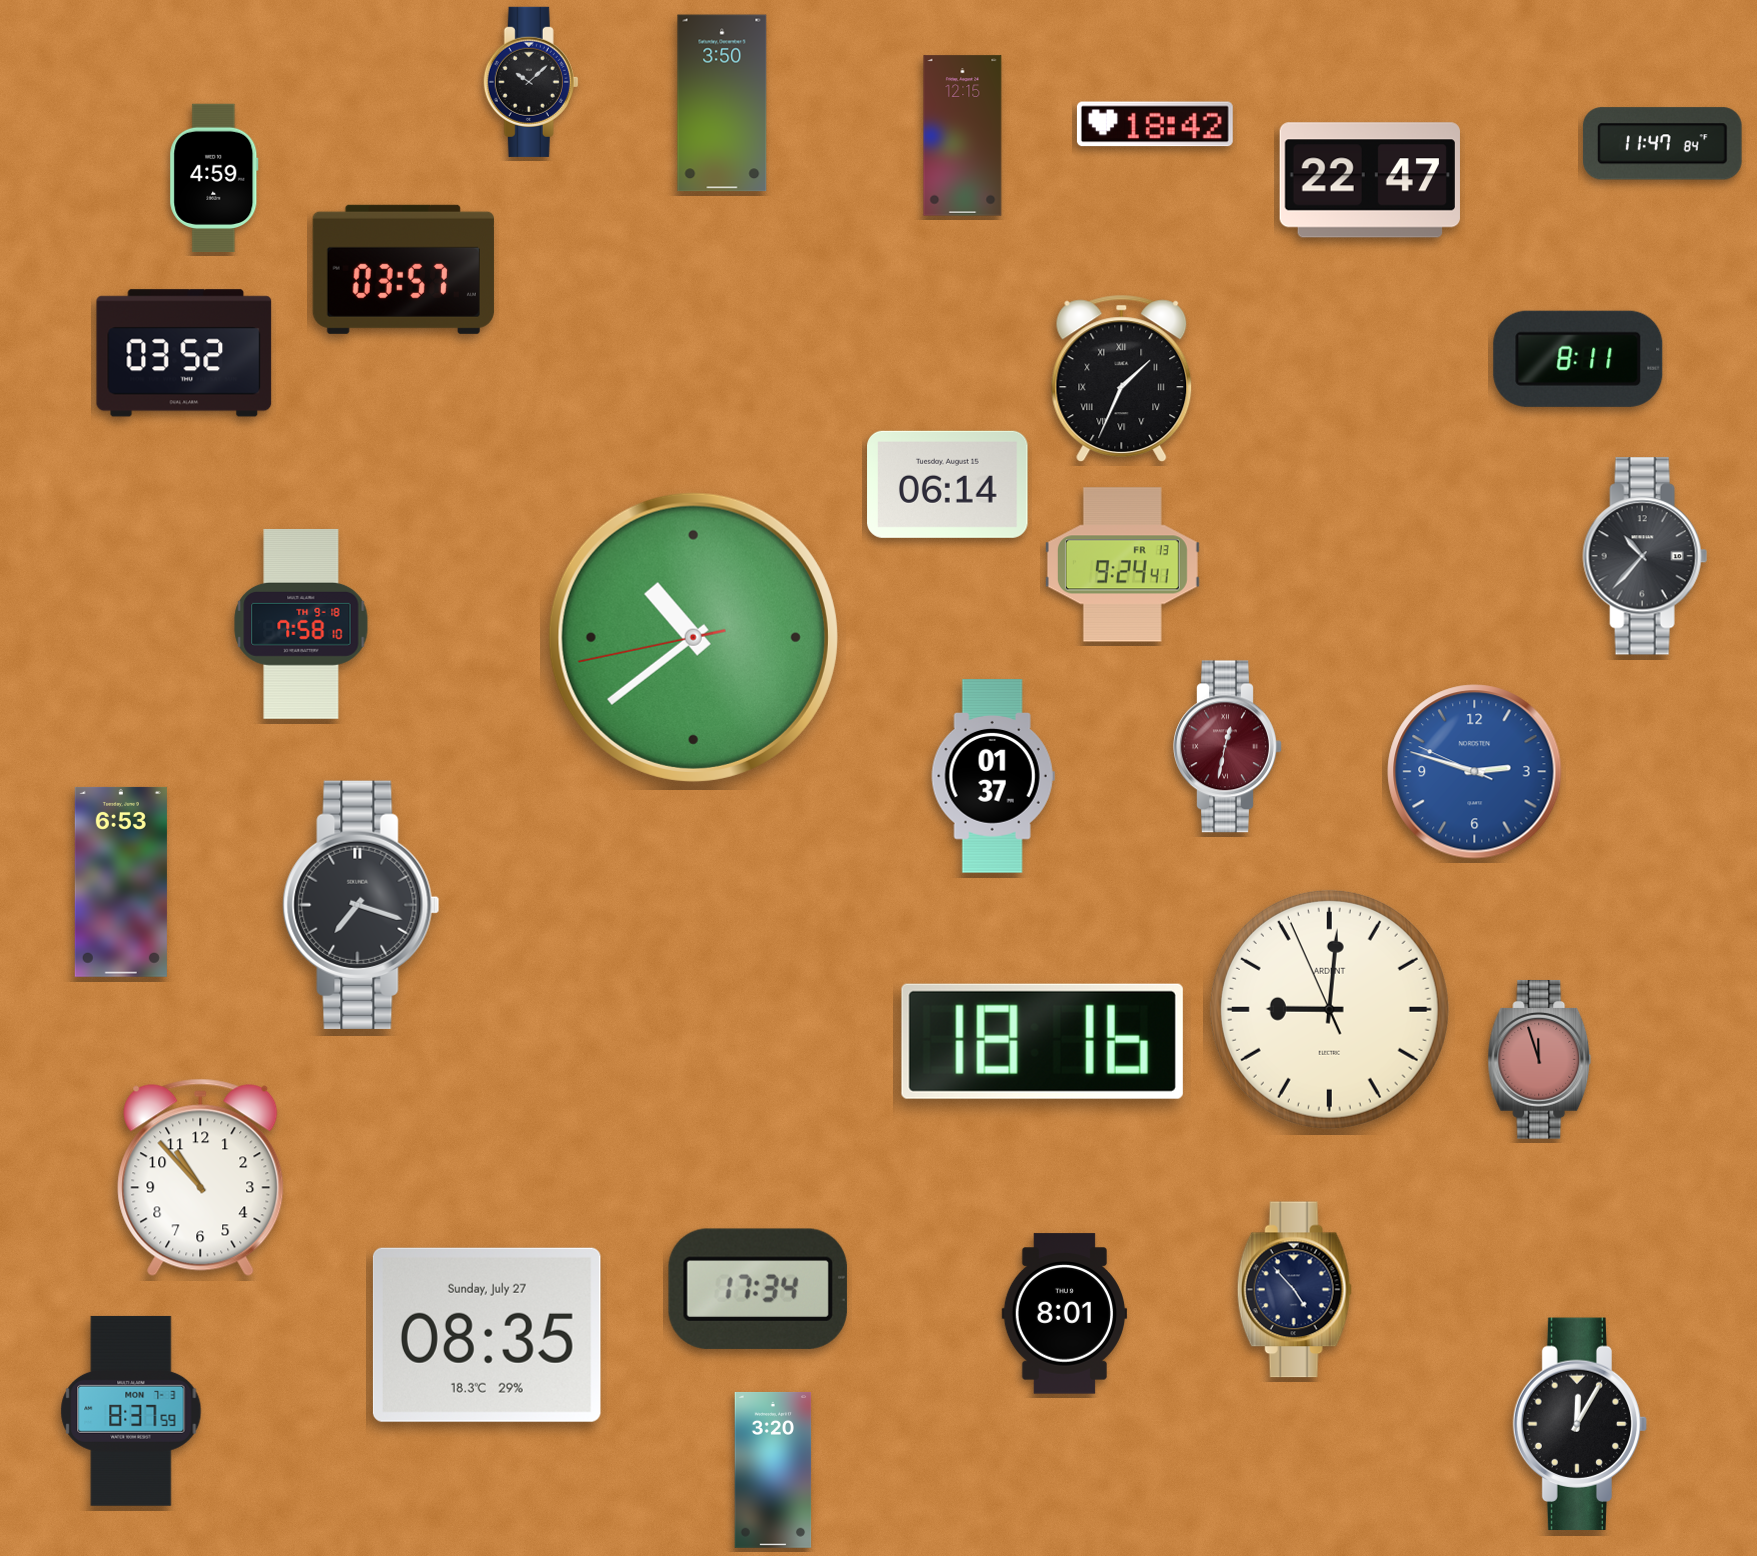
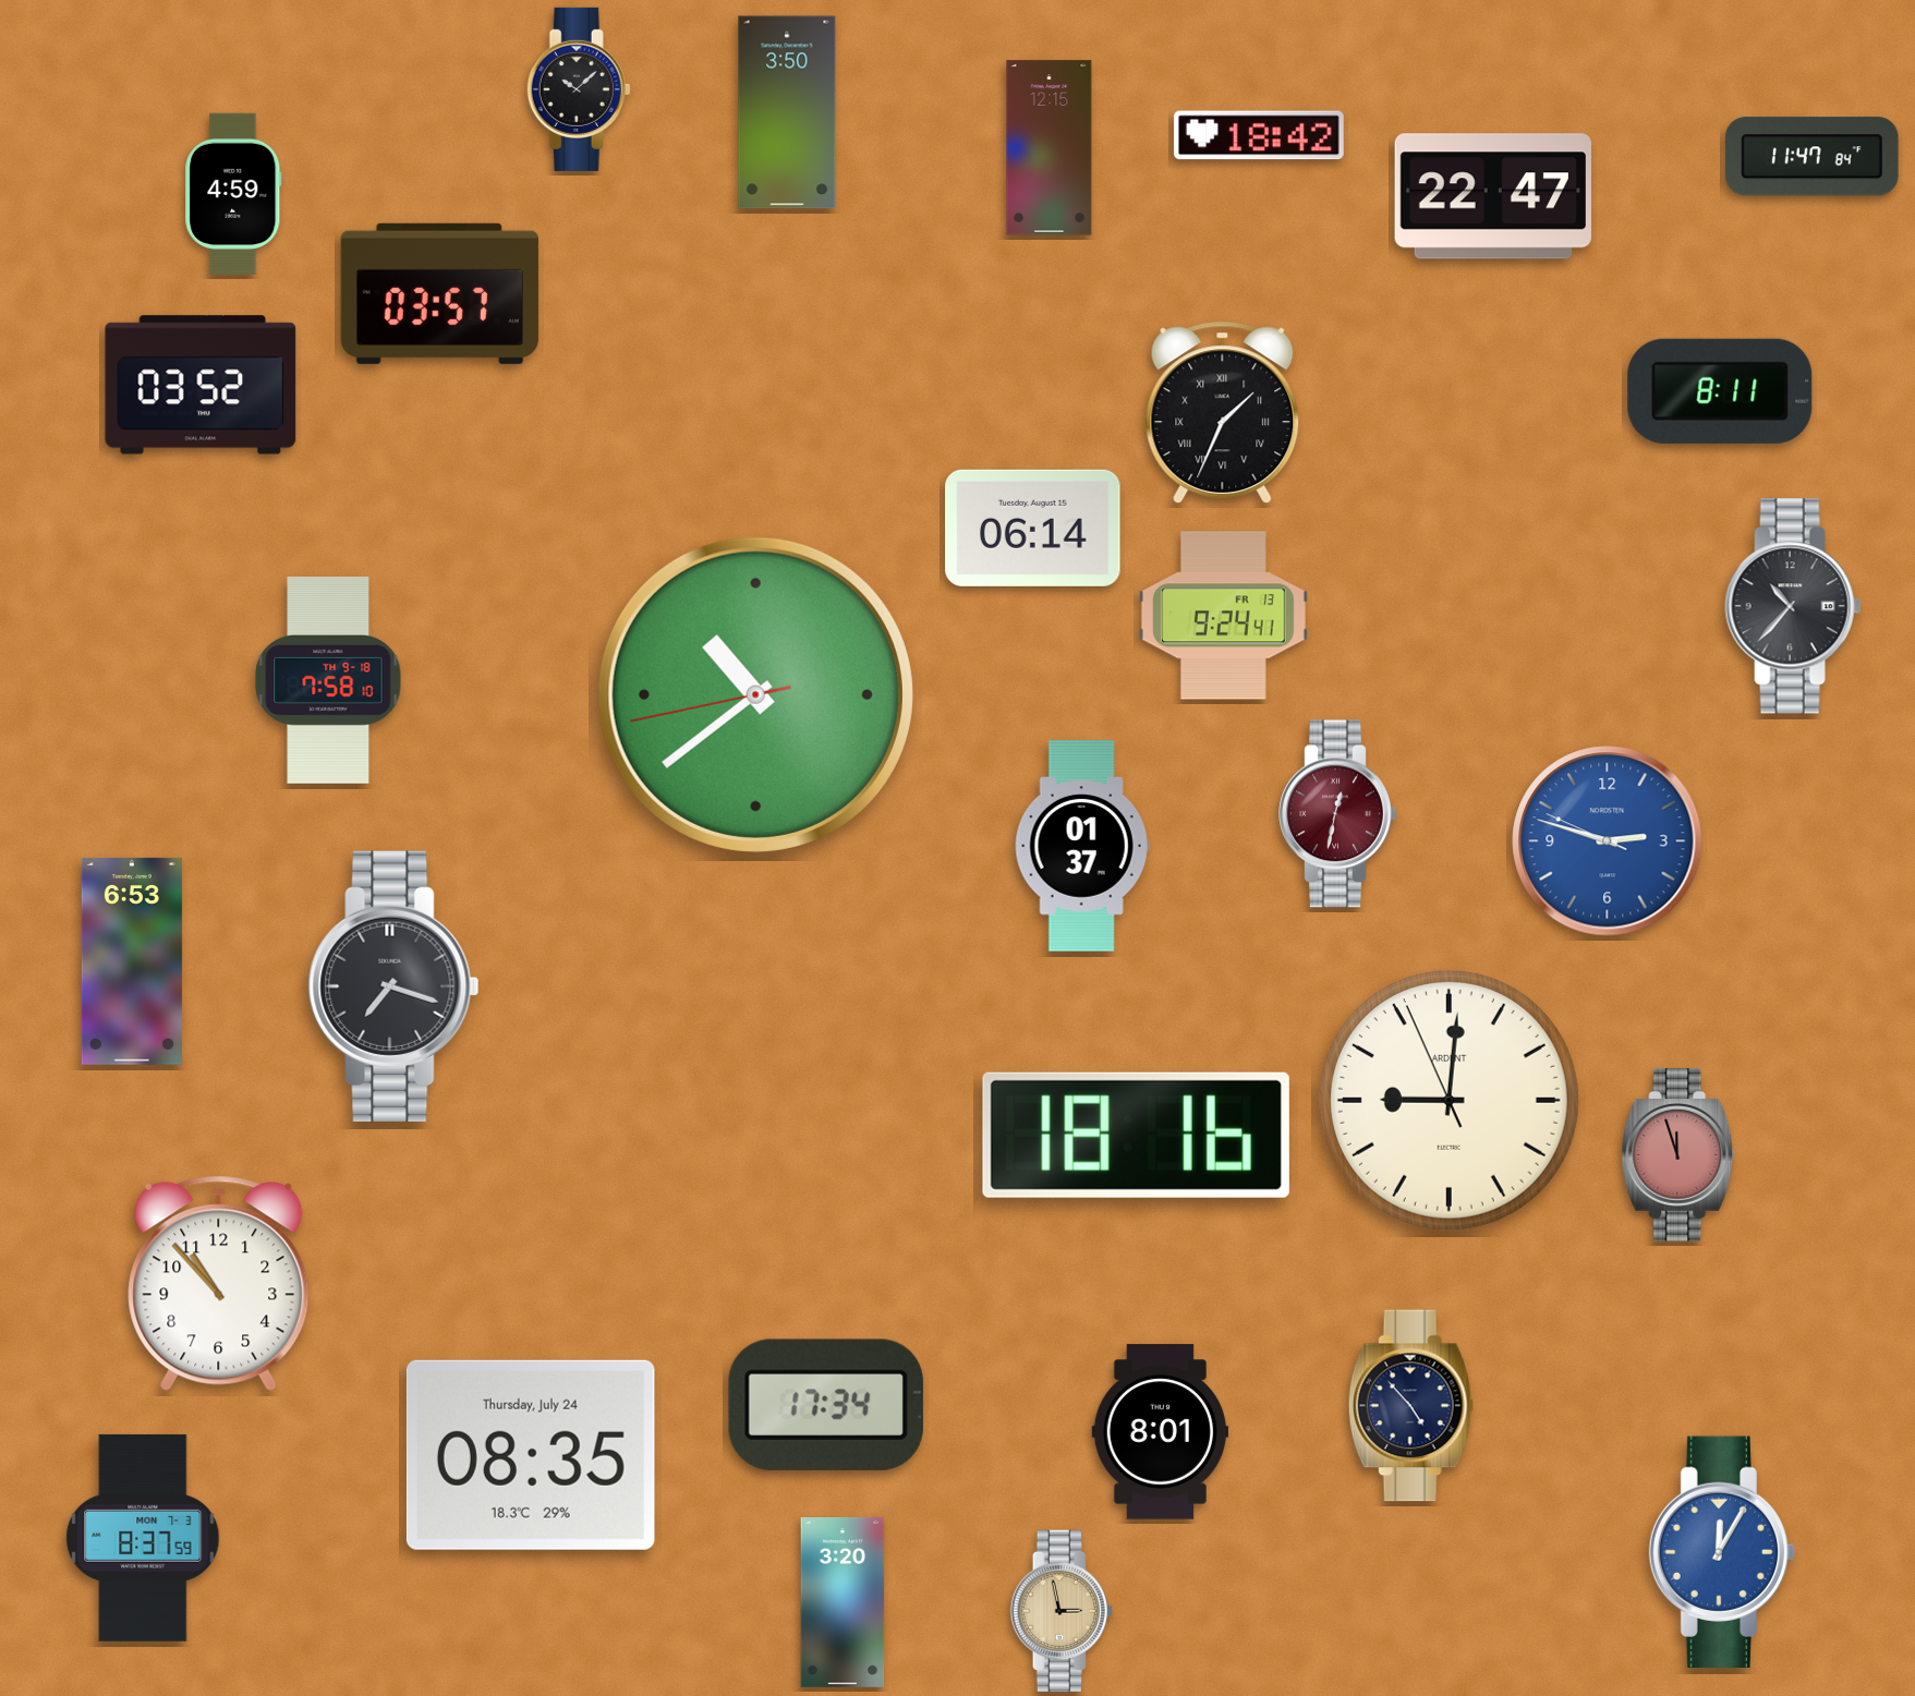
clock at (487, 1335) date: Sunday, July 27 -> Thursday, July 24
clock at (1580, 1424) dial: black -> blue
clock at (1062, 1611): none -> 2:58
